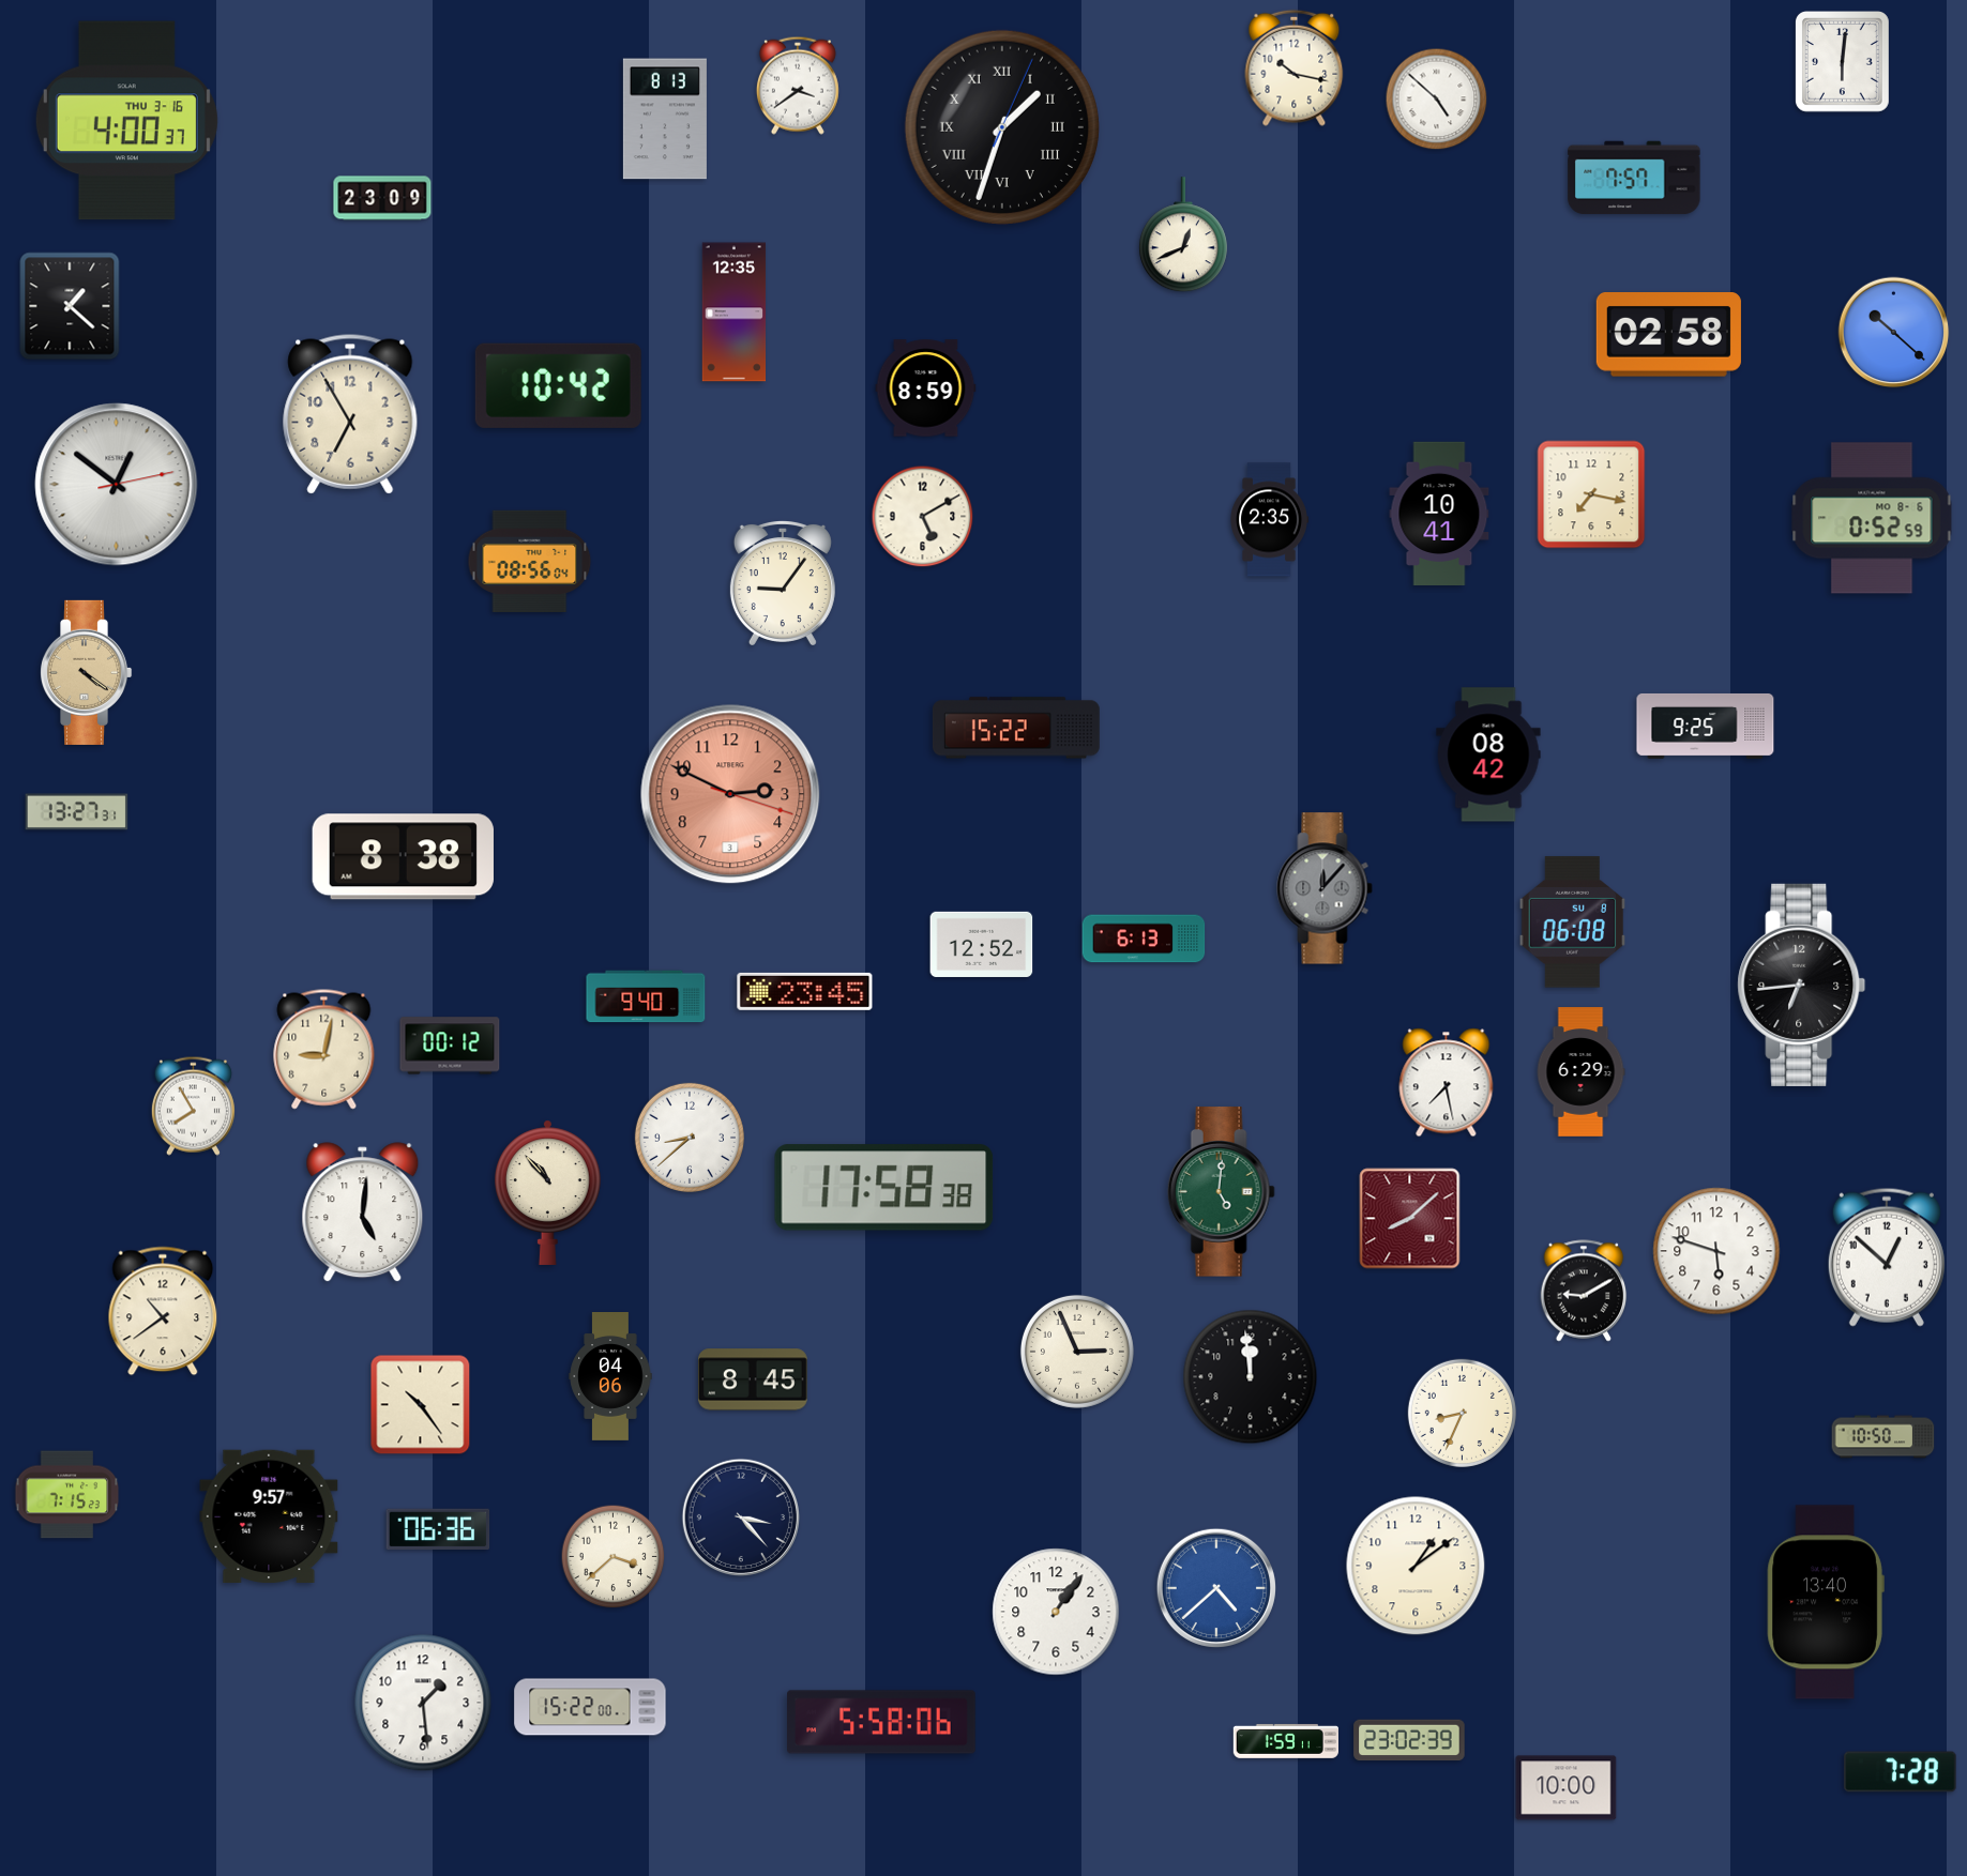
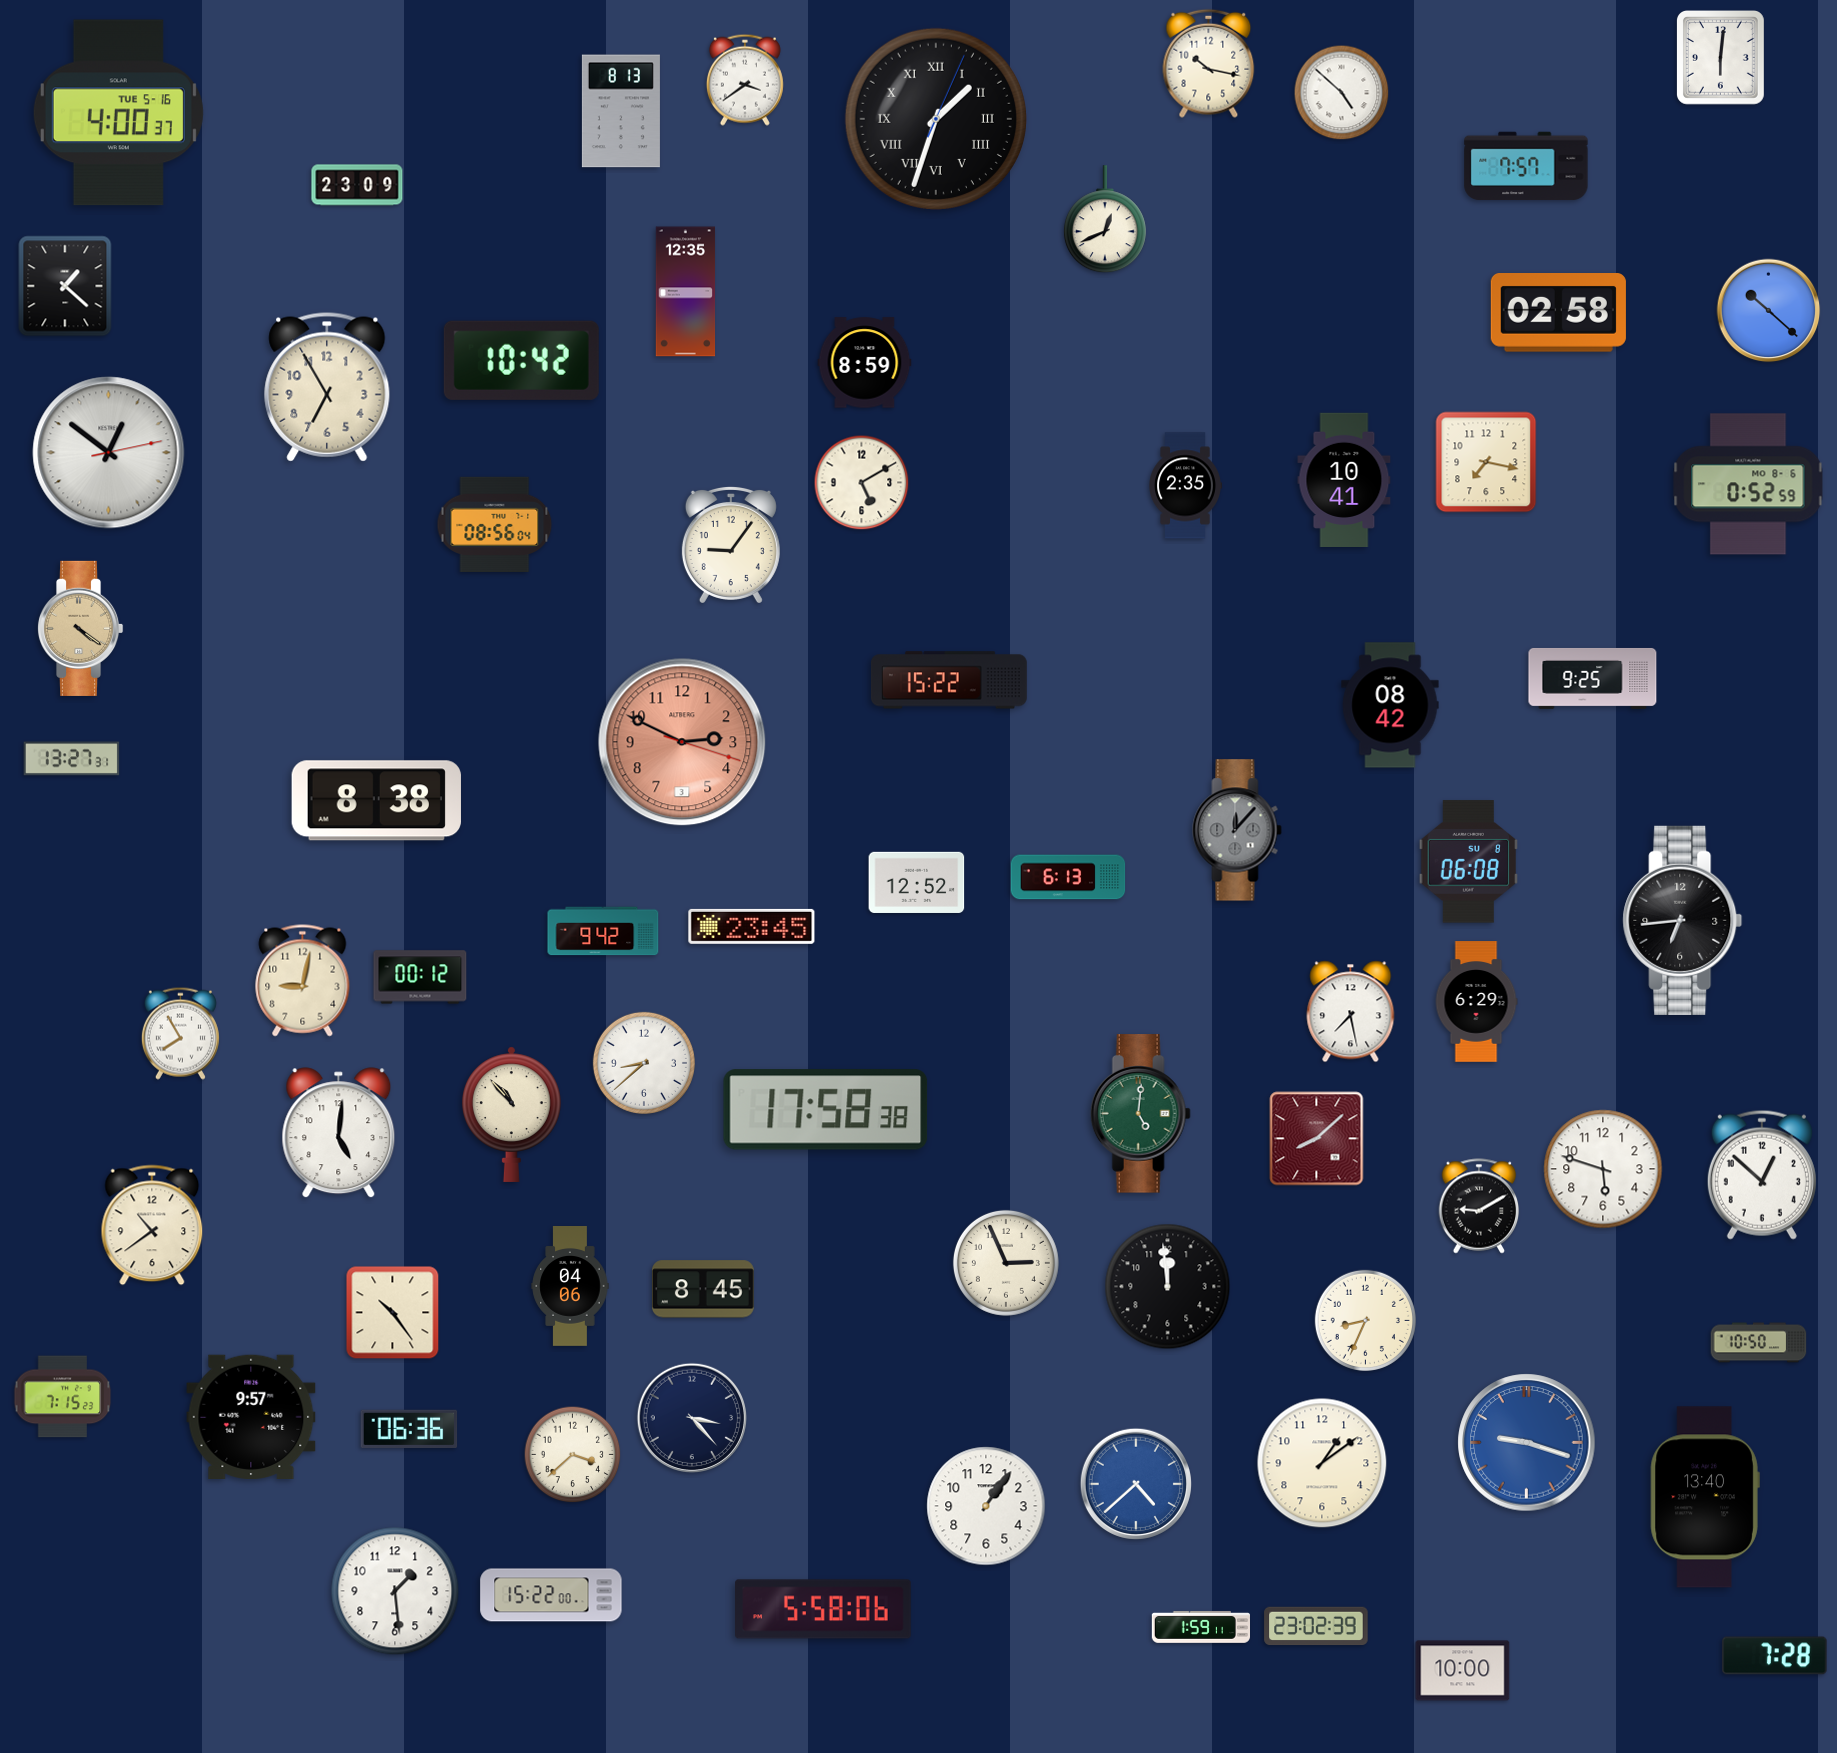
clock at (126, 121) date: THU 3-16 -> TUE 5-16
clock at (646, 996): 9:40 -> 9:42
clock at (1527, 1443): none -> 9:18
